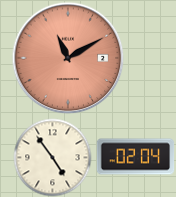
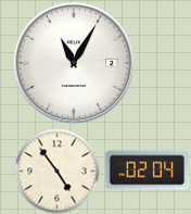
clock at (68, 58): 11:10 -> 11:05
clock at (68, 58) dial: salmon -> white
